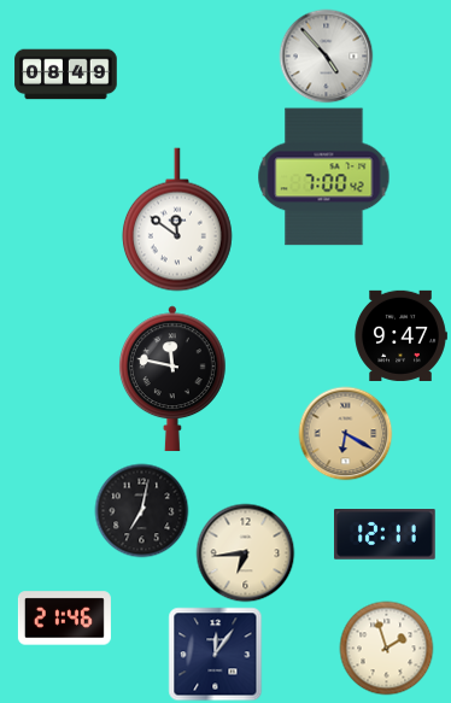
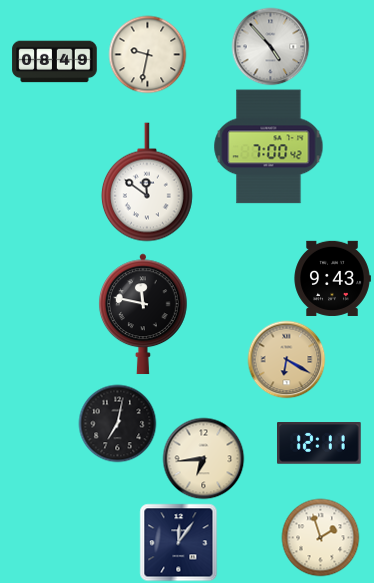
clock at (147, 54): none -> 9:32
clock at (400, 335): 9:47 -> 9:43
clock at (64, 619): 21:46 -> none
